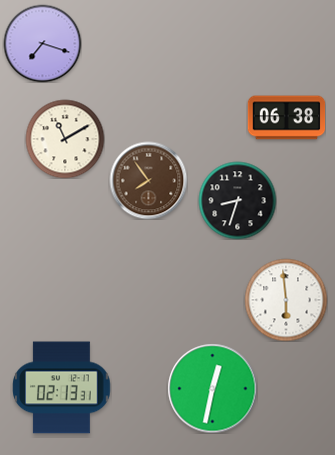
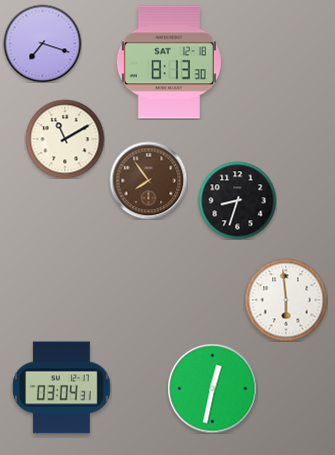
clock at (169, 62): none -> 8:13
clock at (286, 118): 06:38 -> none
clock at (62, 388): 02:13 -> 03:04
